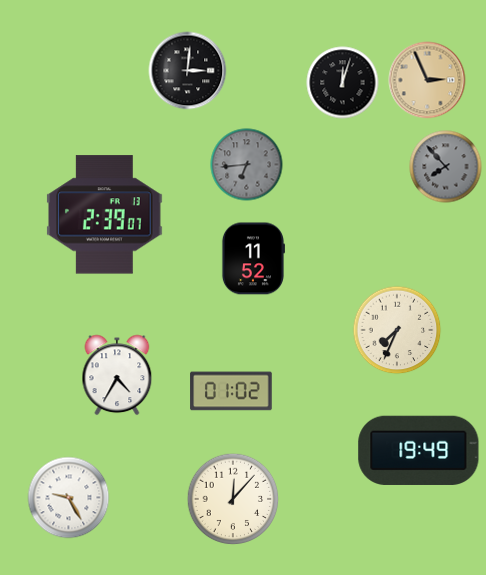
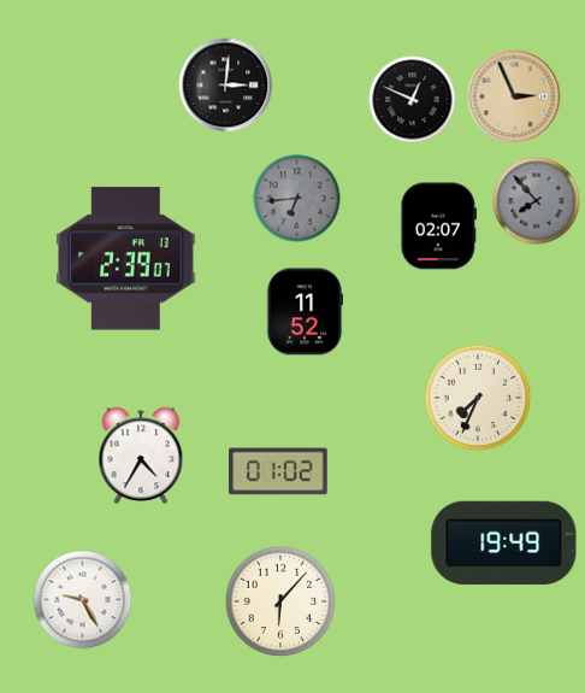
clock at (343, 83): 12:03 -> 12:49
clock at (439, 227): none -> 02:07
clock at (117, 375) position: (117, 375) -> (141, 456)
clock at (233, 499): 12:07 -> 6:07
